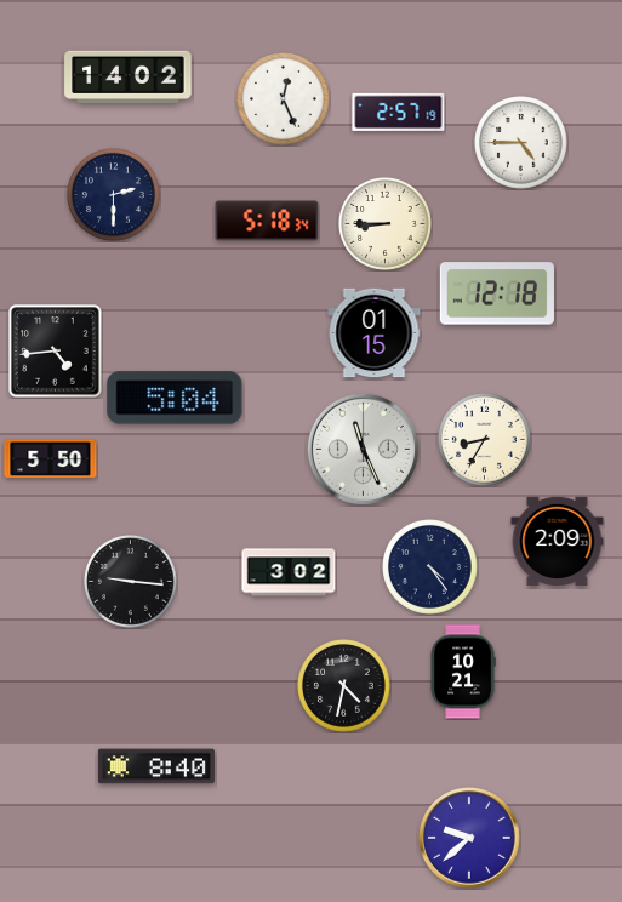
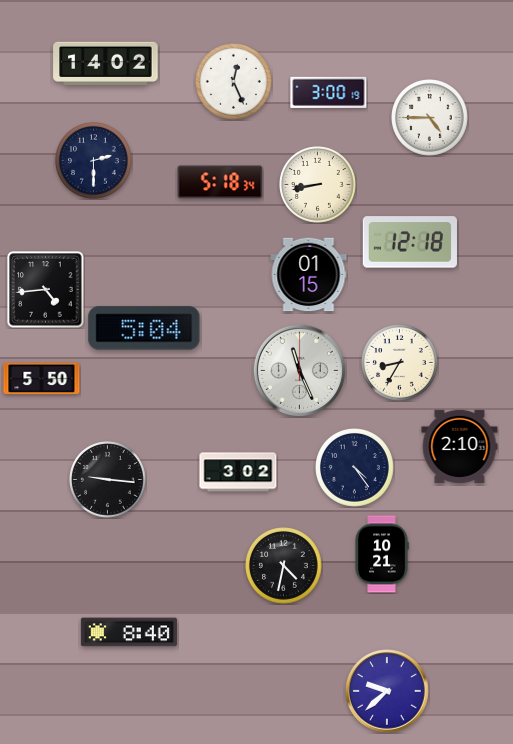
clock at (399, 112): 2:57 -> 3:00
clock at (386, 224): 8:45 -> 8:43
clock at (558, 541): 2:09 -> 2:10
